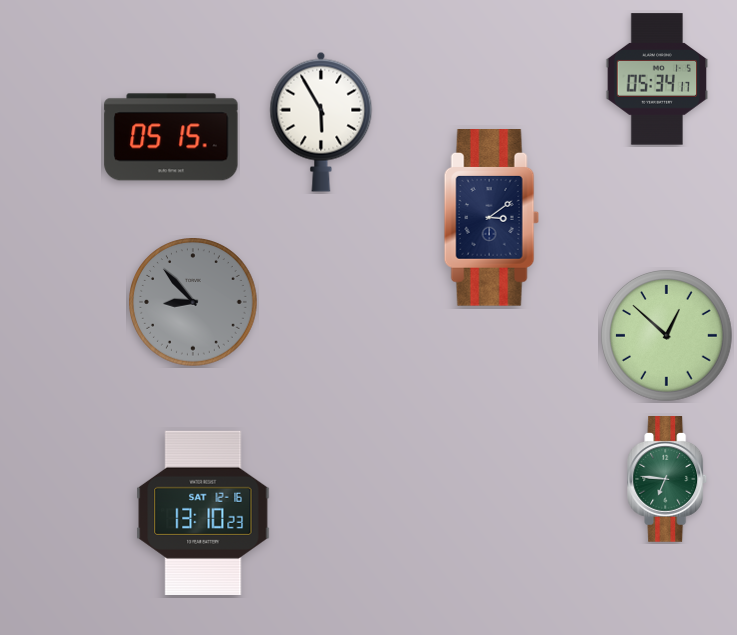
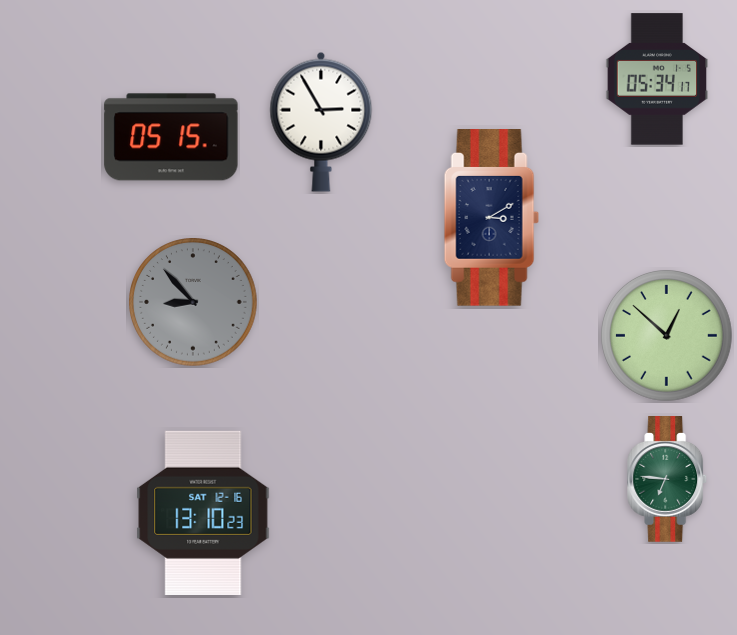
clock at (321, 122): 5:55 -> 2:55
clock at (491, 218): 3:09 -> 3:10
